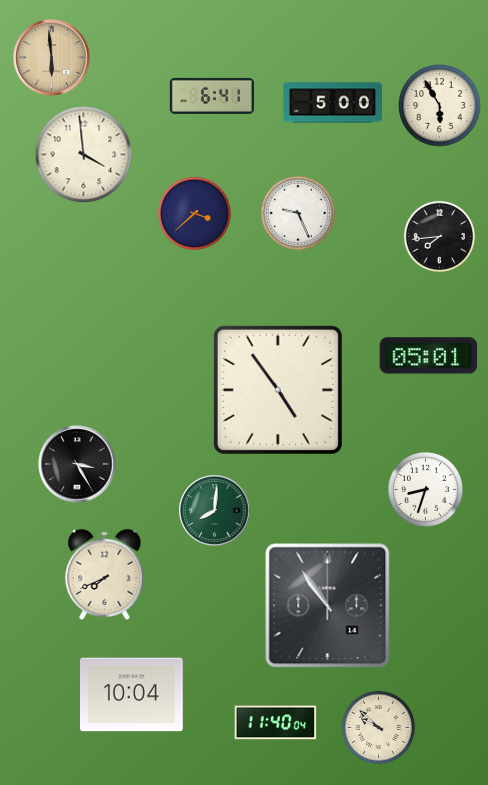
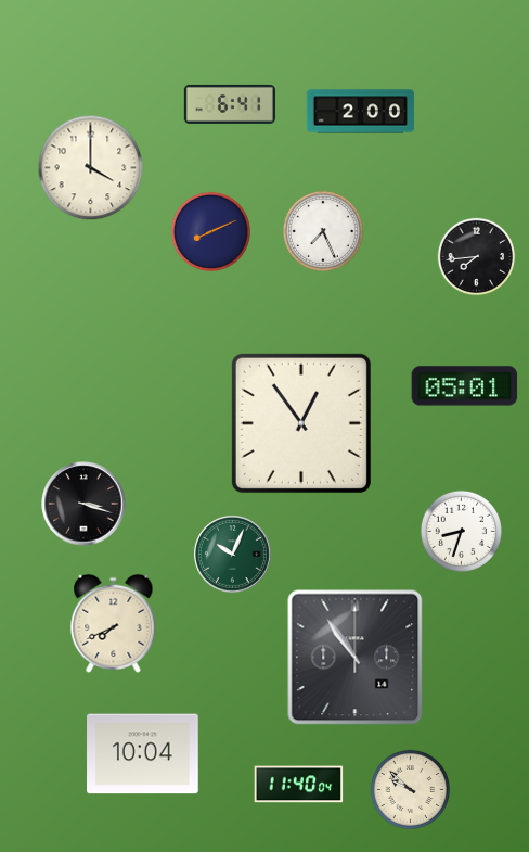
clock at (52, 58): 5:59 -> none
clock at (332, 103): 5:00 -> 2:00
clock at (440, 106): 5:55 -> none
clock at (84, 155): 3:59 -> 4:00
clock at (194, 213): 3:38 -> 8:11
clock at (298, 213): 9:26 -> 7:26
clock at (278, 390): 4:54 -> 12:54
clock at (77, 464): 3:25 -> 3:18
clock at (215, 511): 8:01 -> 10:04
